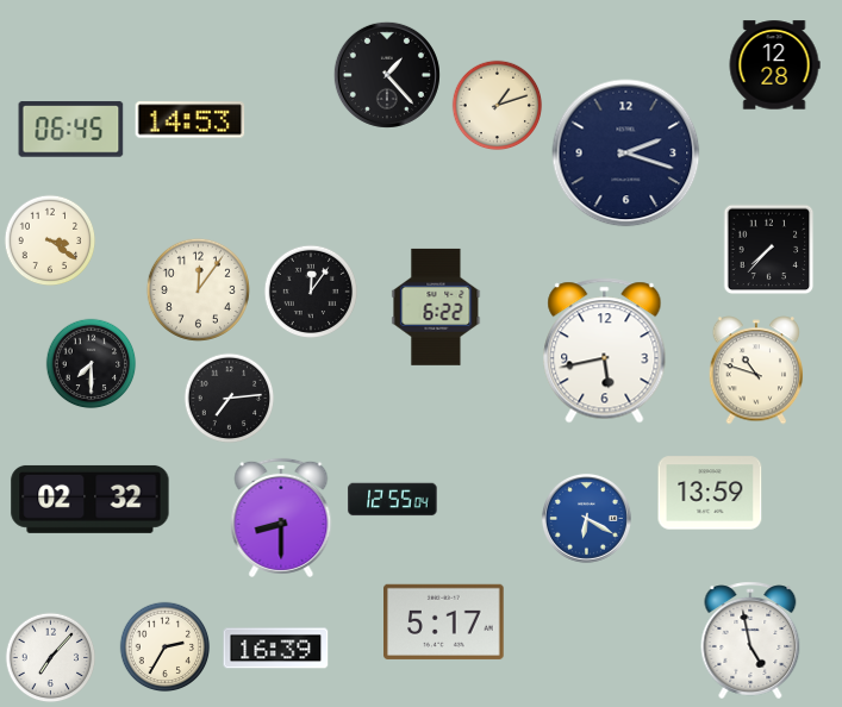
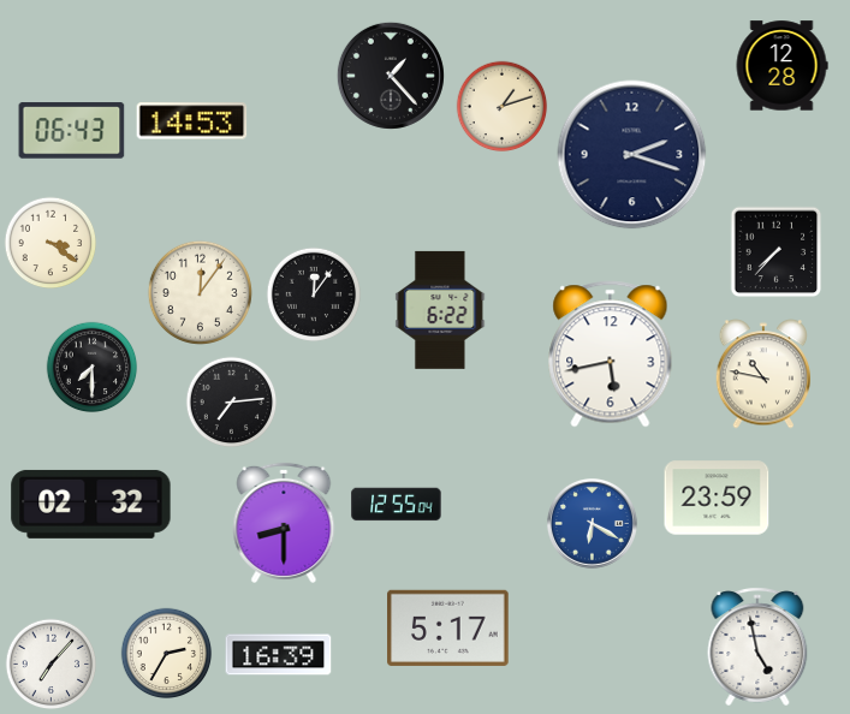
clock at (71, 130): 06:45 -> 06:43
clock at (756, 370): 10:48 -> 10:47
clock at (710, 493): 13:59 -> 23:59
